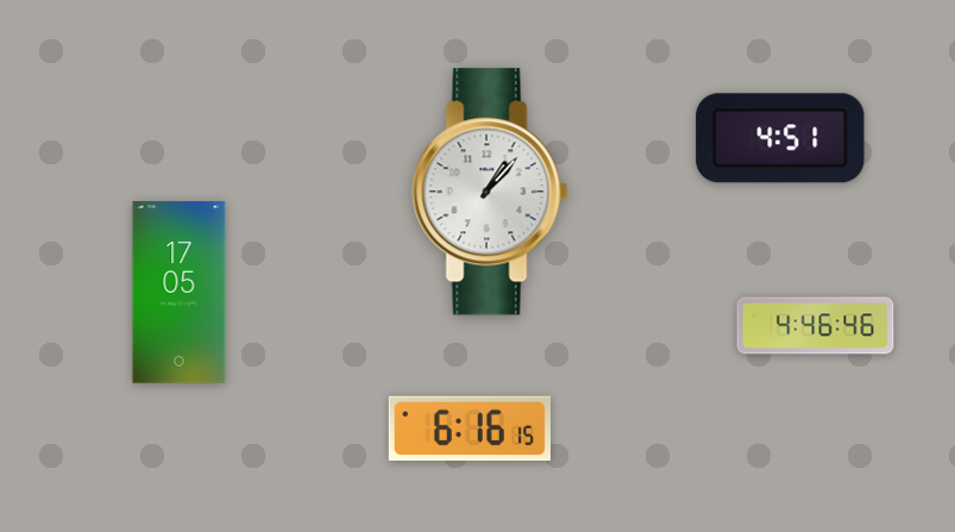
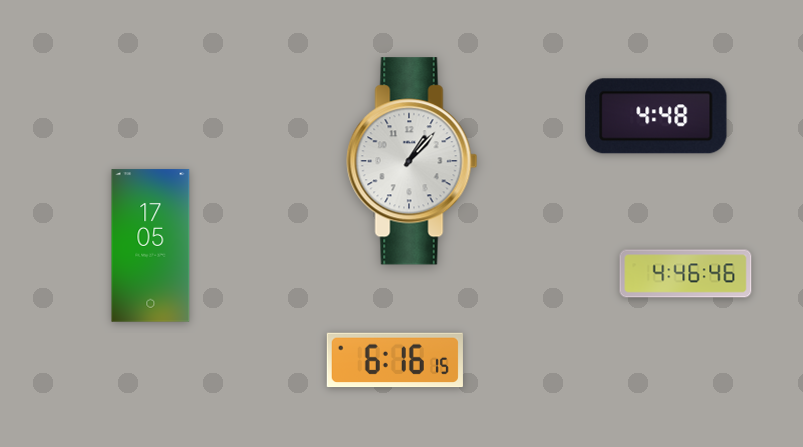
clock at (780, 138): 4:51 -> 4:48
